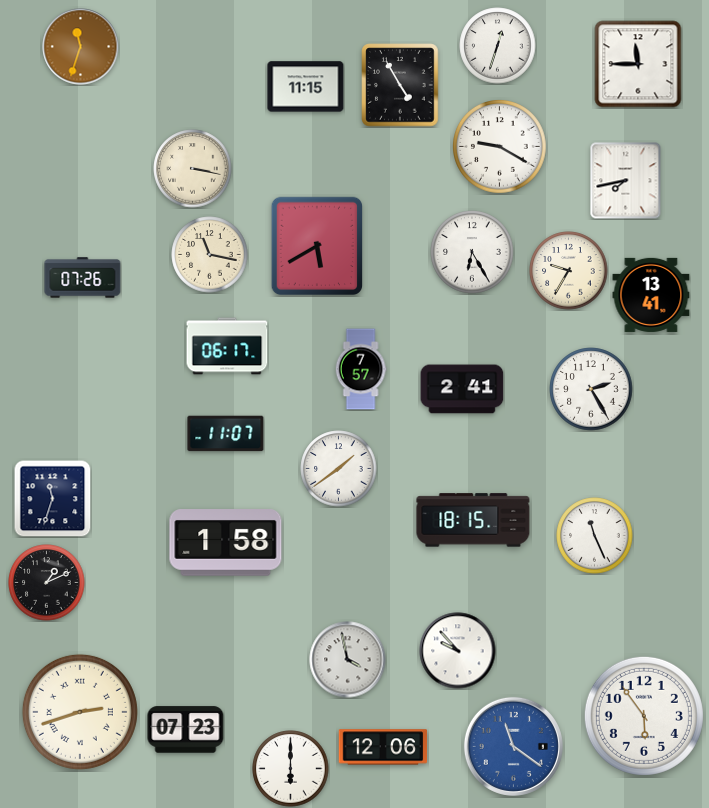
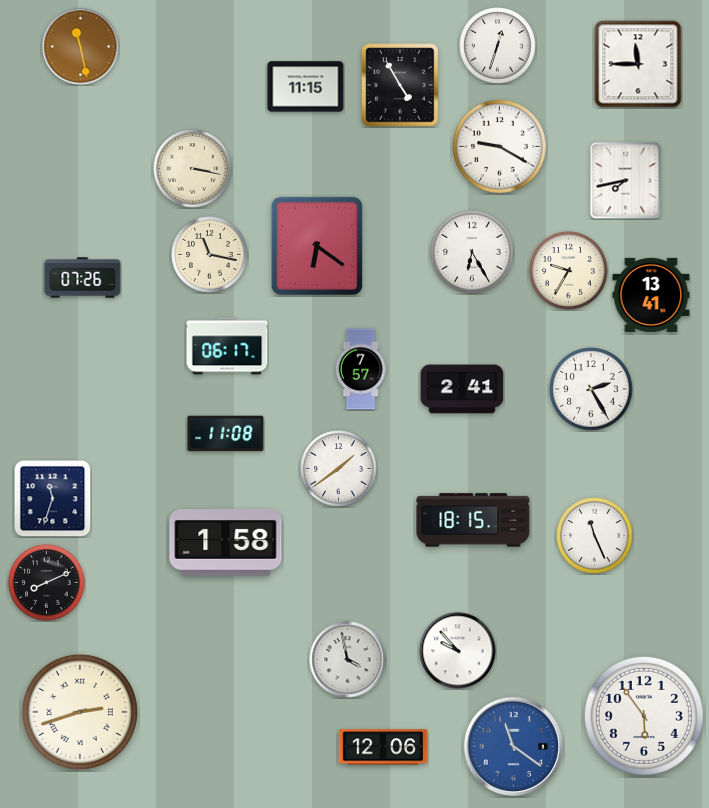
clock at (81, 47): 11:33 -> 11:28
clock at (316, 245): 5:40 -> 6:21
clock at (226, 434): 11:07 -> 11:08
clock at (47, 583): 1:11 -> 8:11
clock at (186, 730): 07:23 -> none
clock at (291, 769): 6:00 -> none
